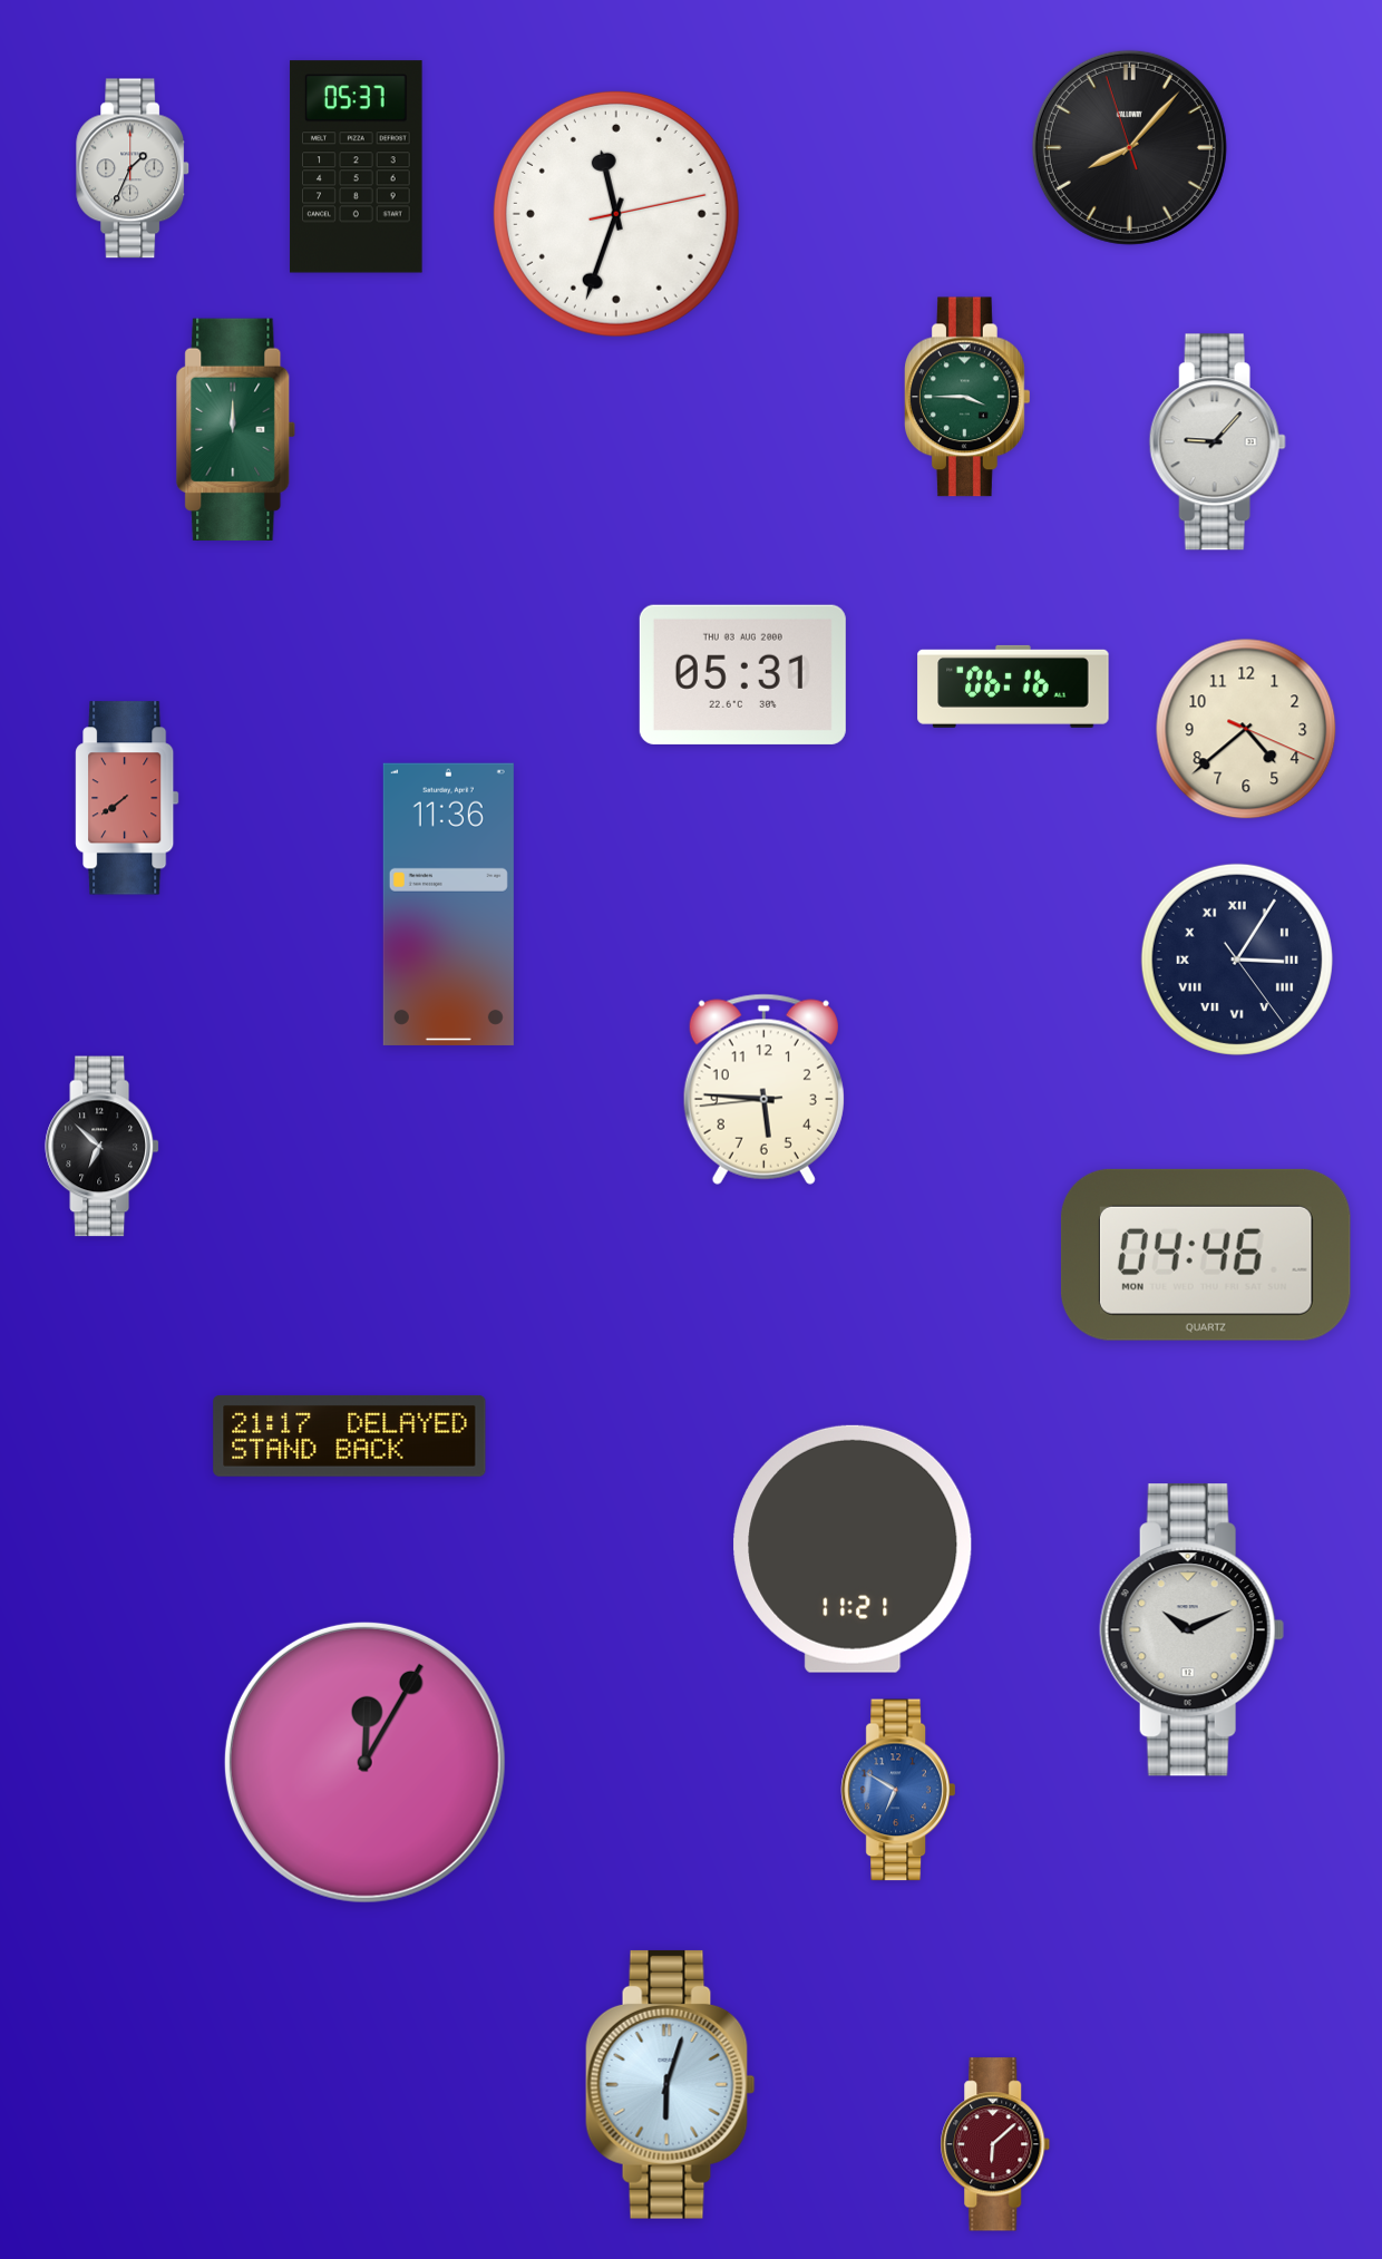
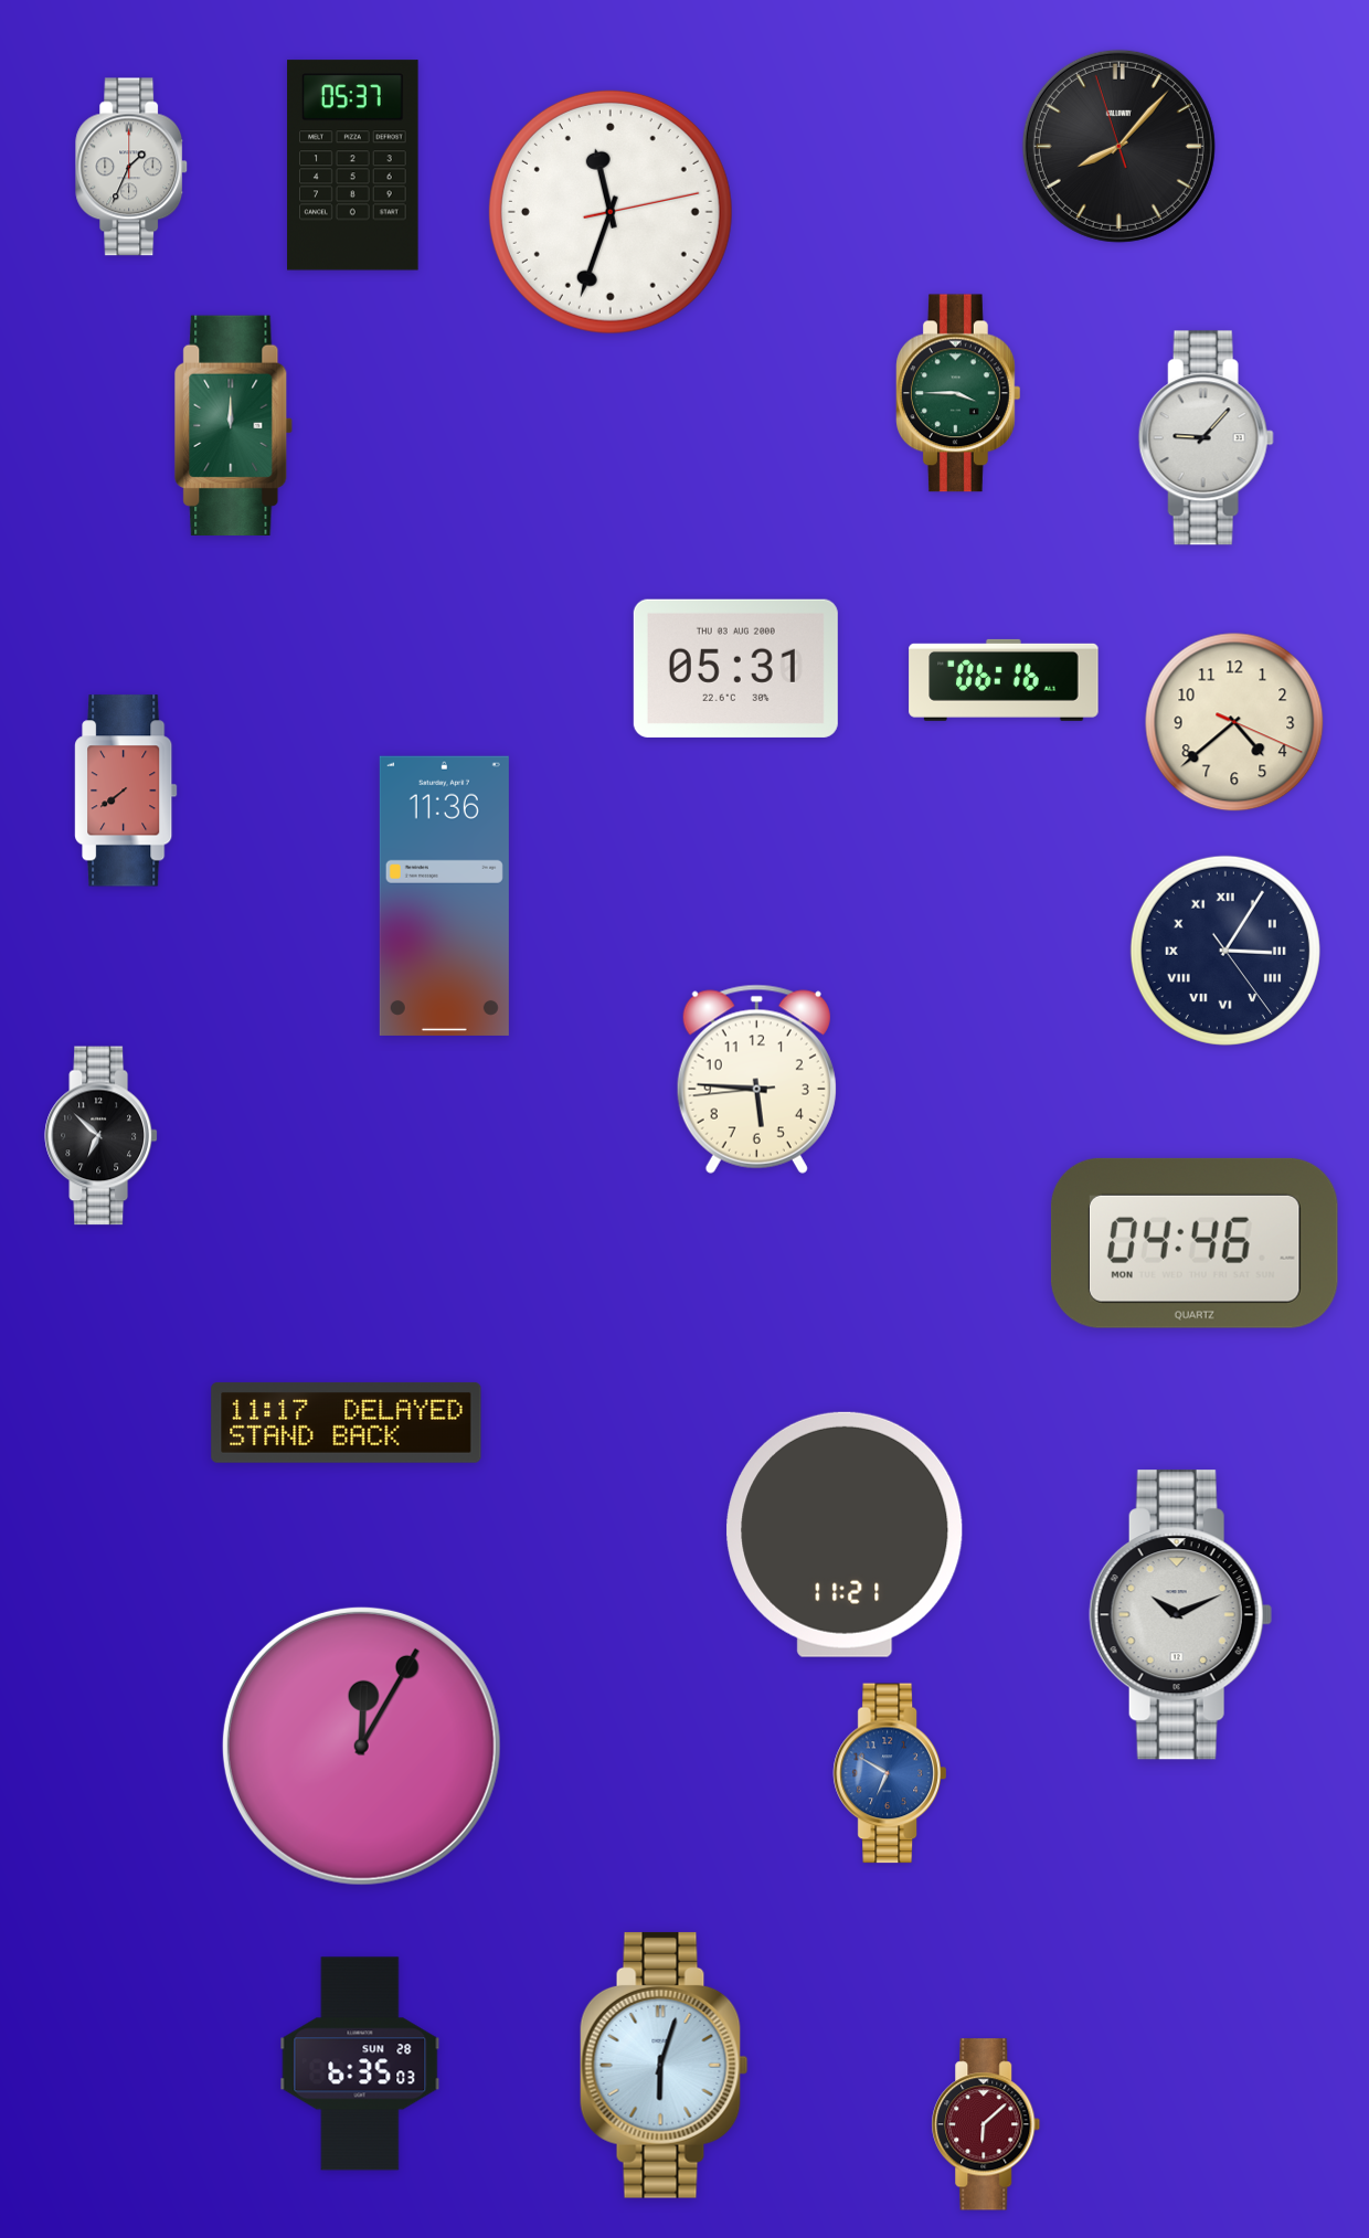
clock at (350, 1435): 21:17 -> 11:17
clock at (360, 2064): none -> 6:35
